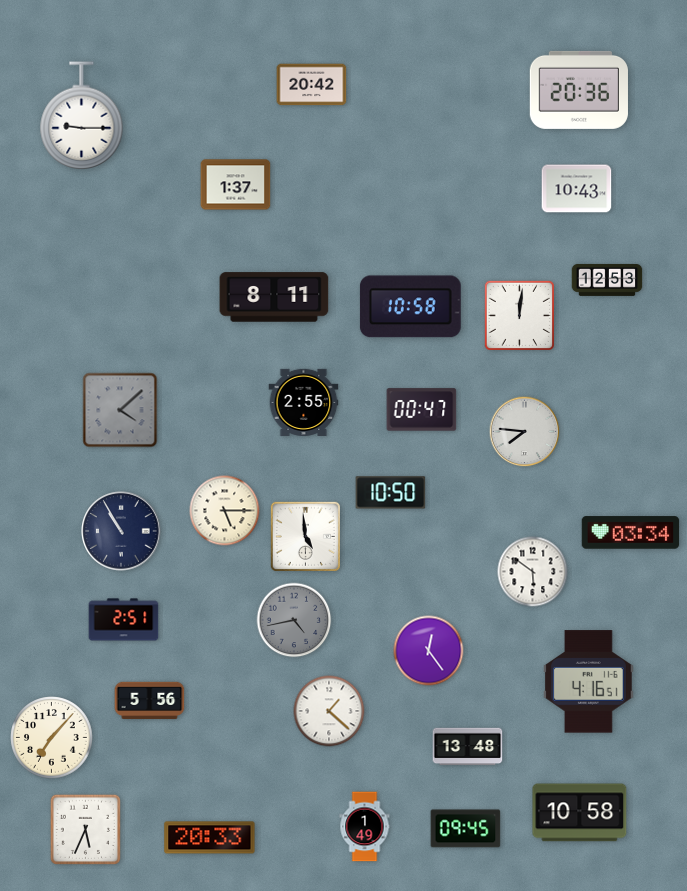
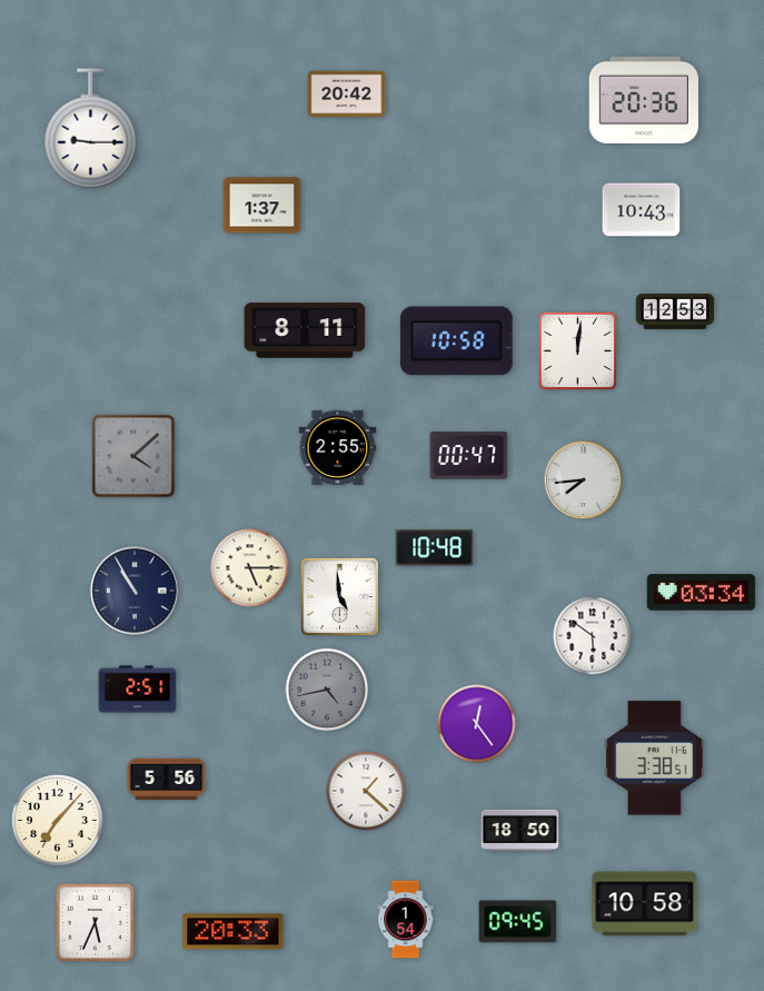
clock at (525, 432): 7:46 -> 7:44
clock at (391, 493): 10:50 -> 10:48
clock at (588, 682): 4:16 -> 3:38
clock at (468, 747): 13:48 -> 18:50
clock at (365, 827): 1:49 -> 1:54
